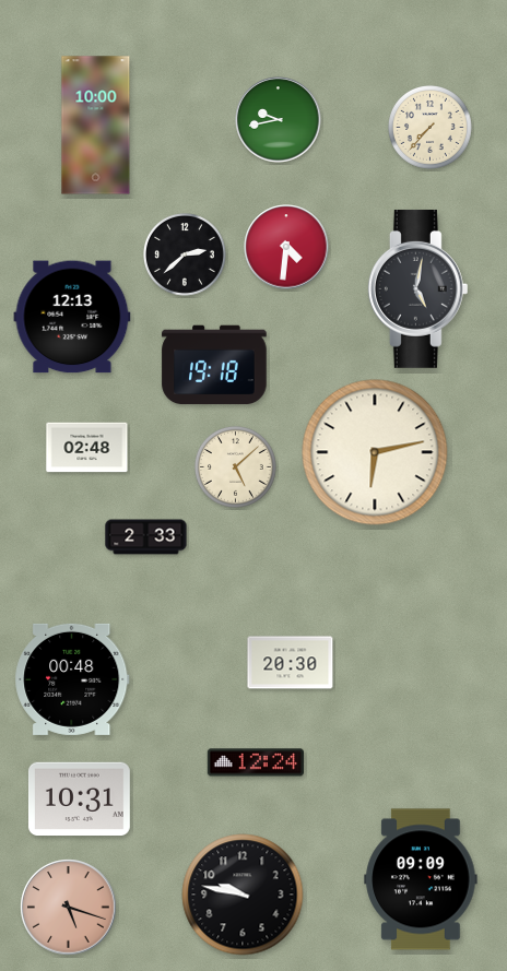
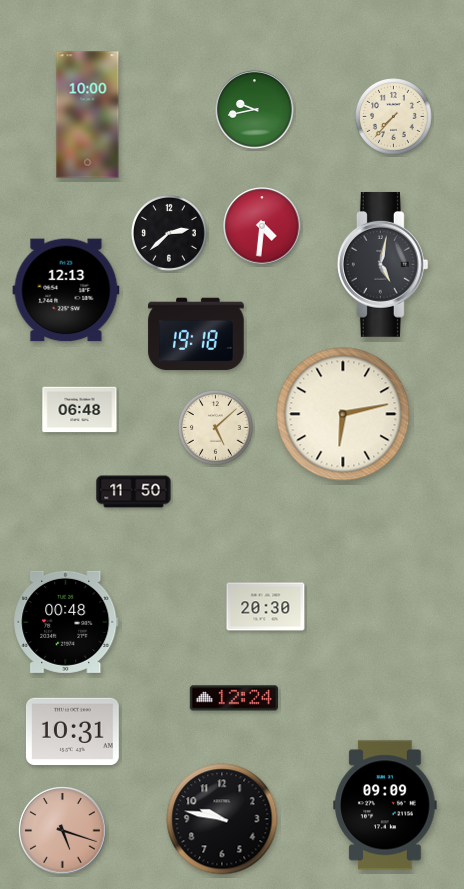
clock at (87, 448): 02:48 -> 06:48
clock at (146, 537): 2:33 -> 11:50
